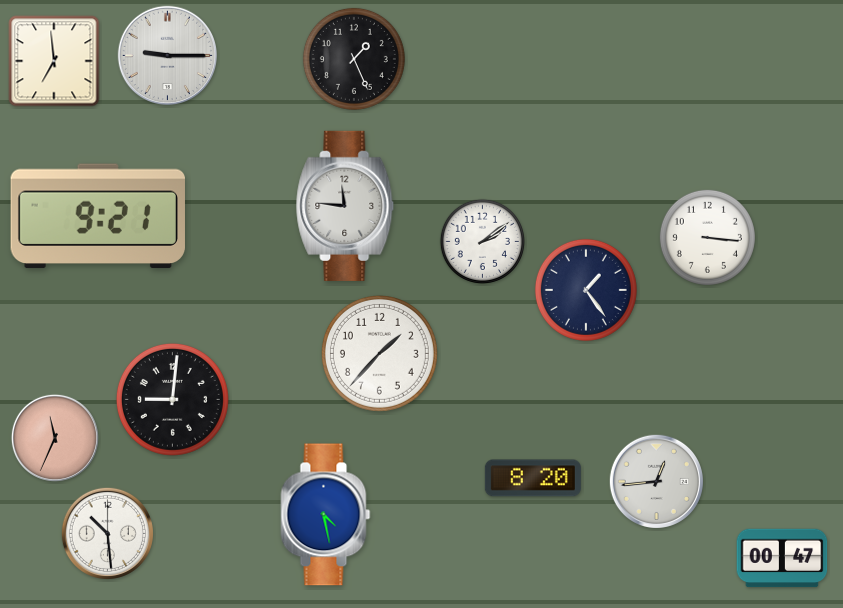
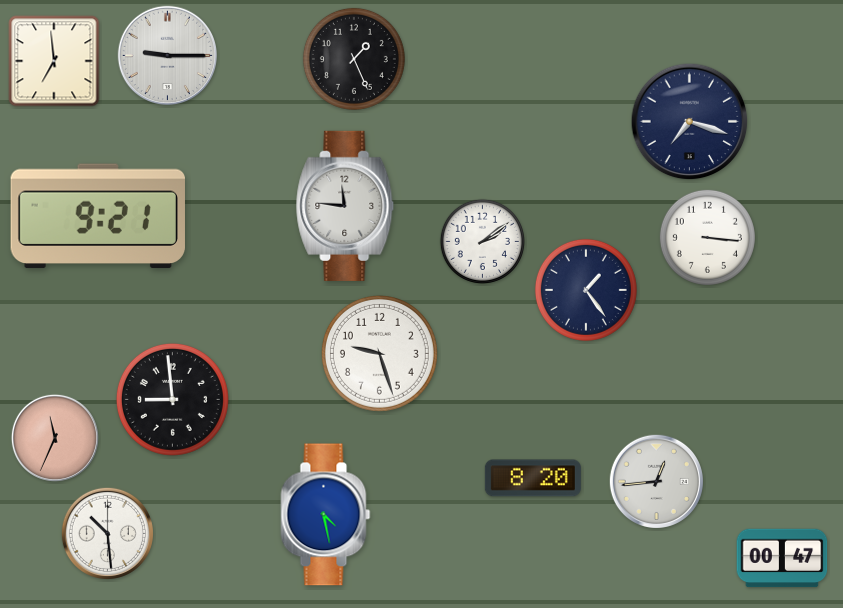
clock at (690, 122): none -> 7:18
clock at (379, 353): 1:37 -> 9:27
clock at (172, 399): 9:01 -> 8:59
